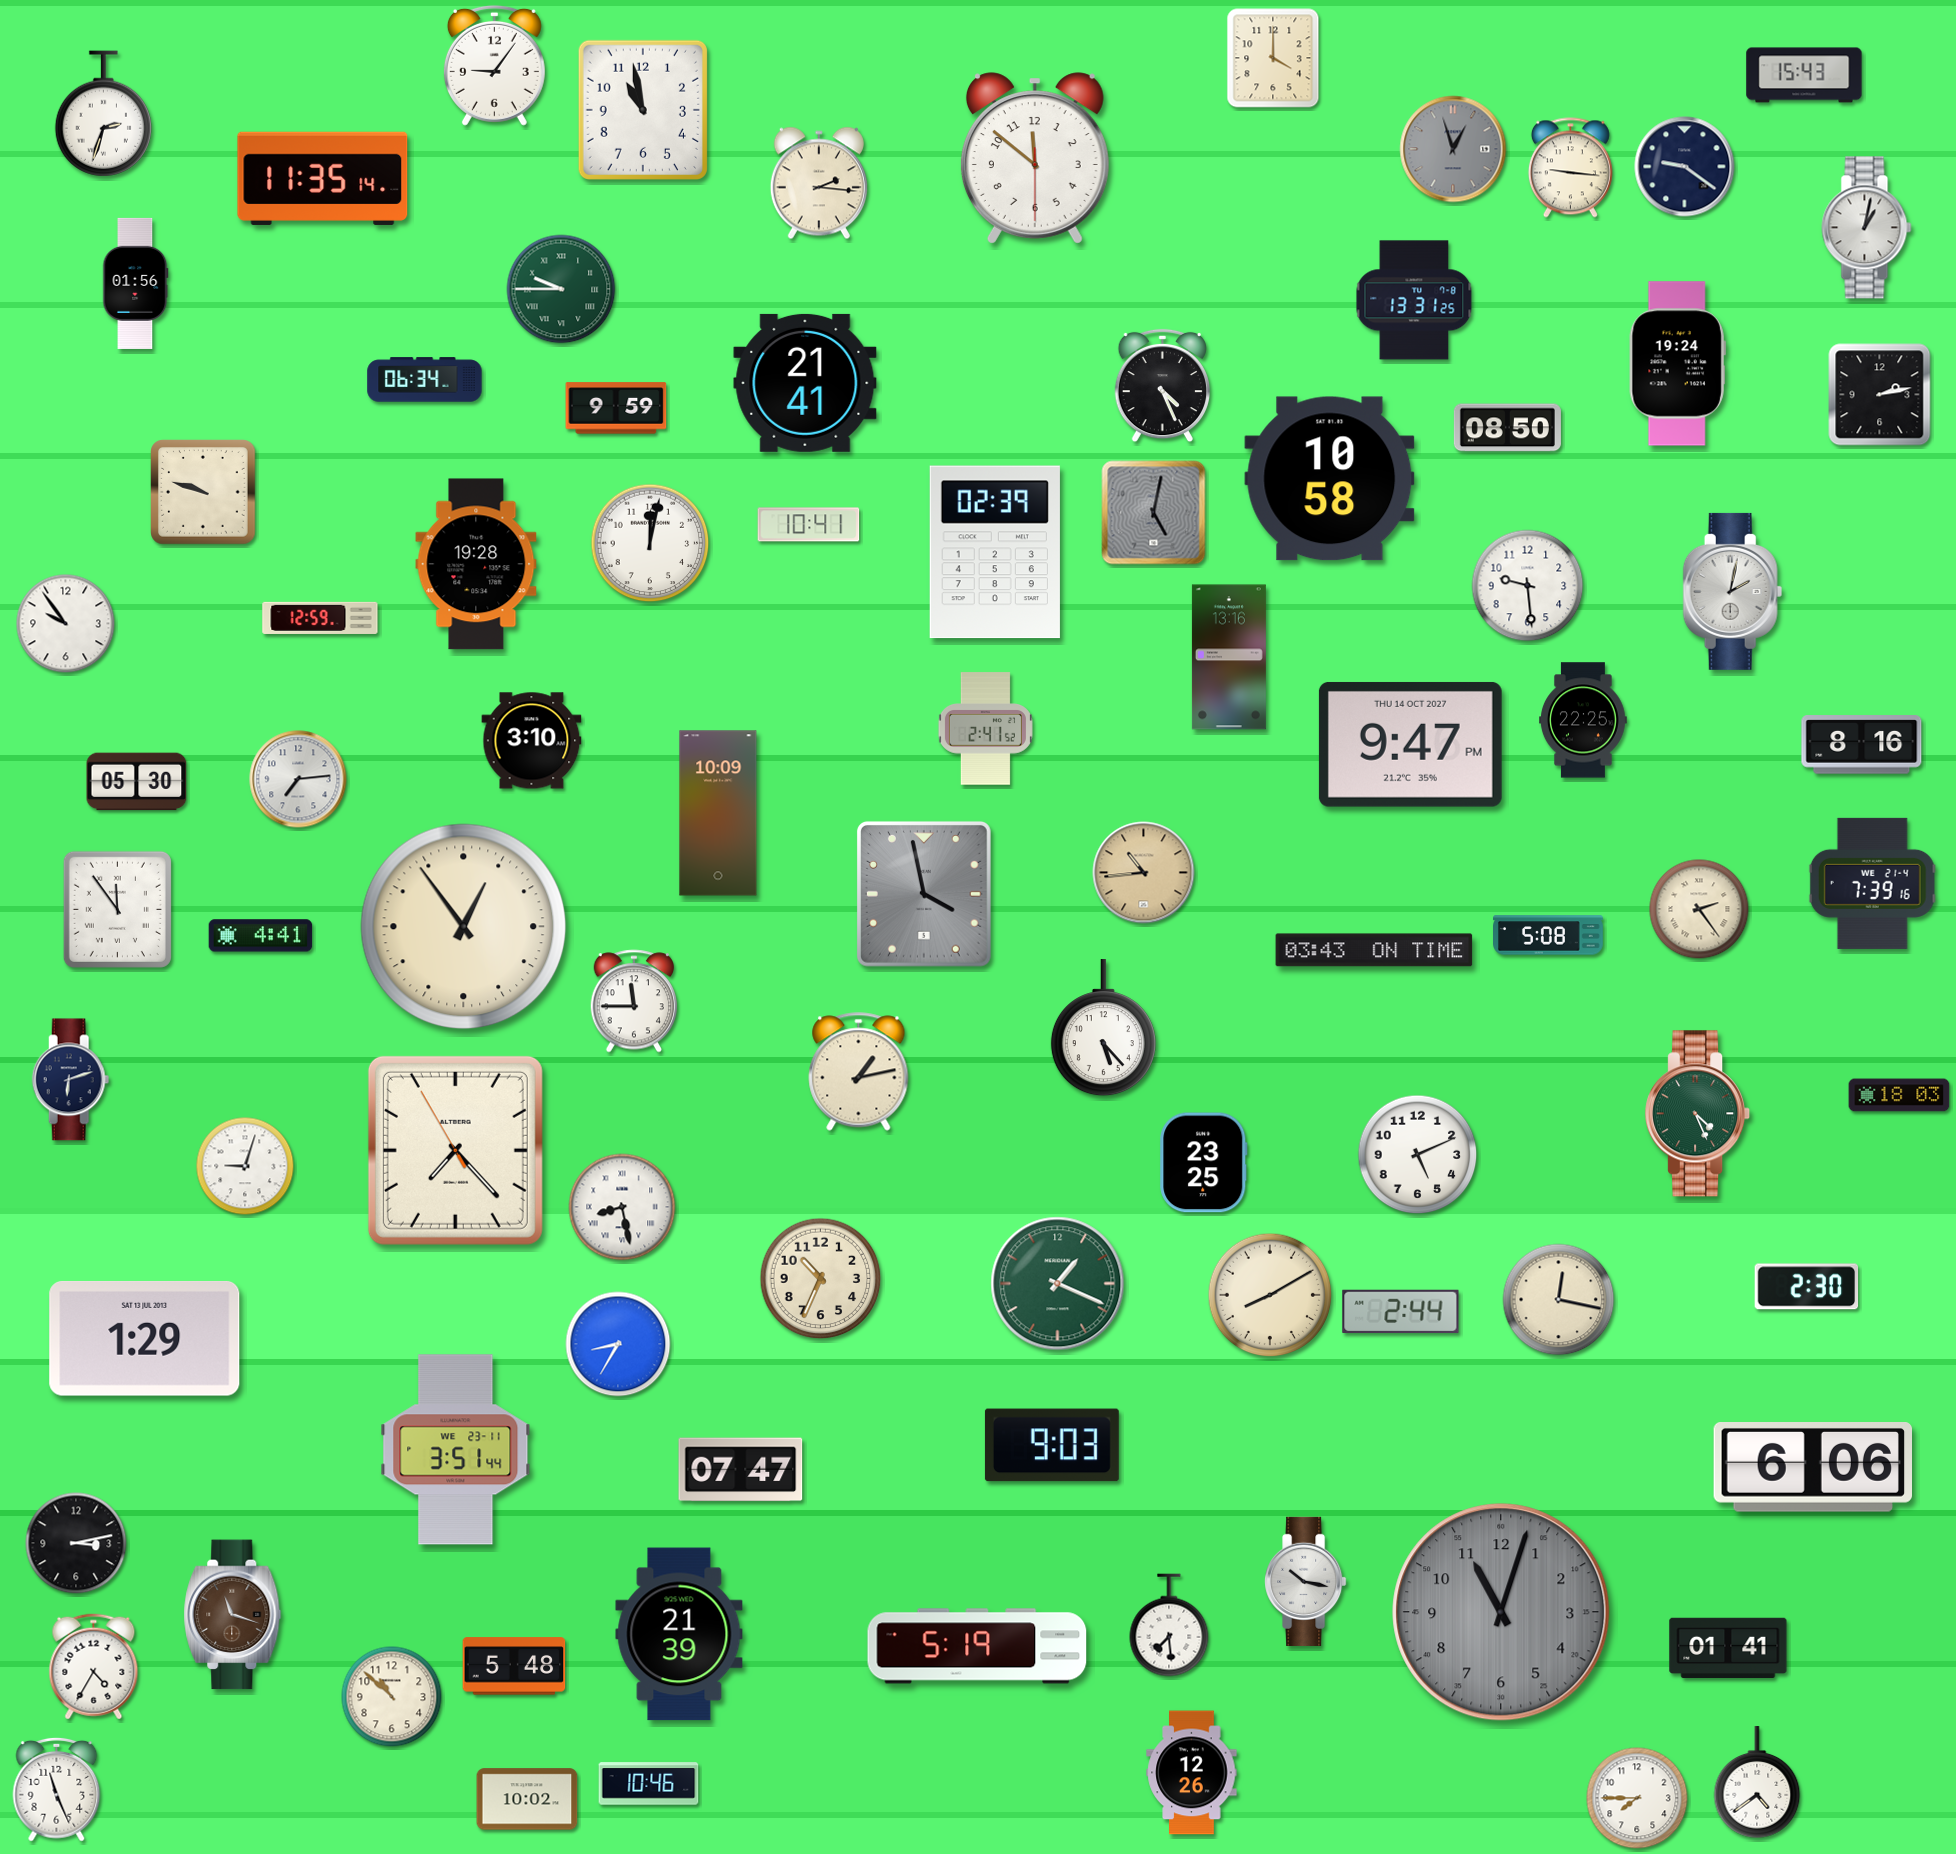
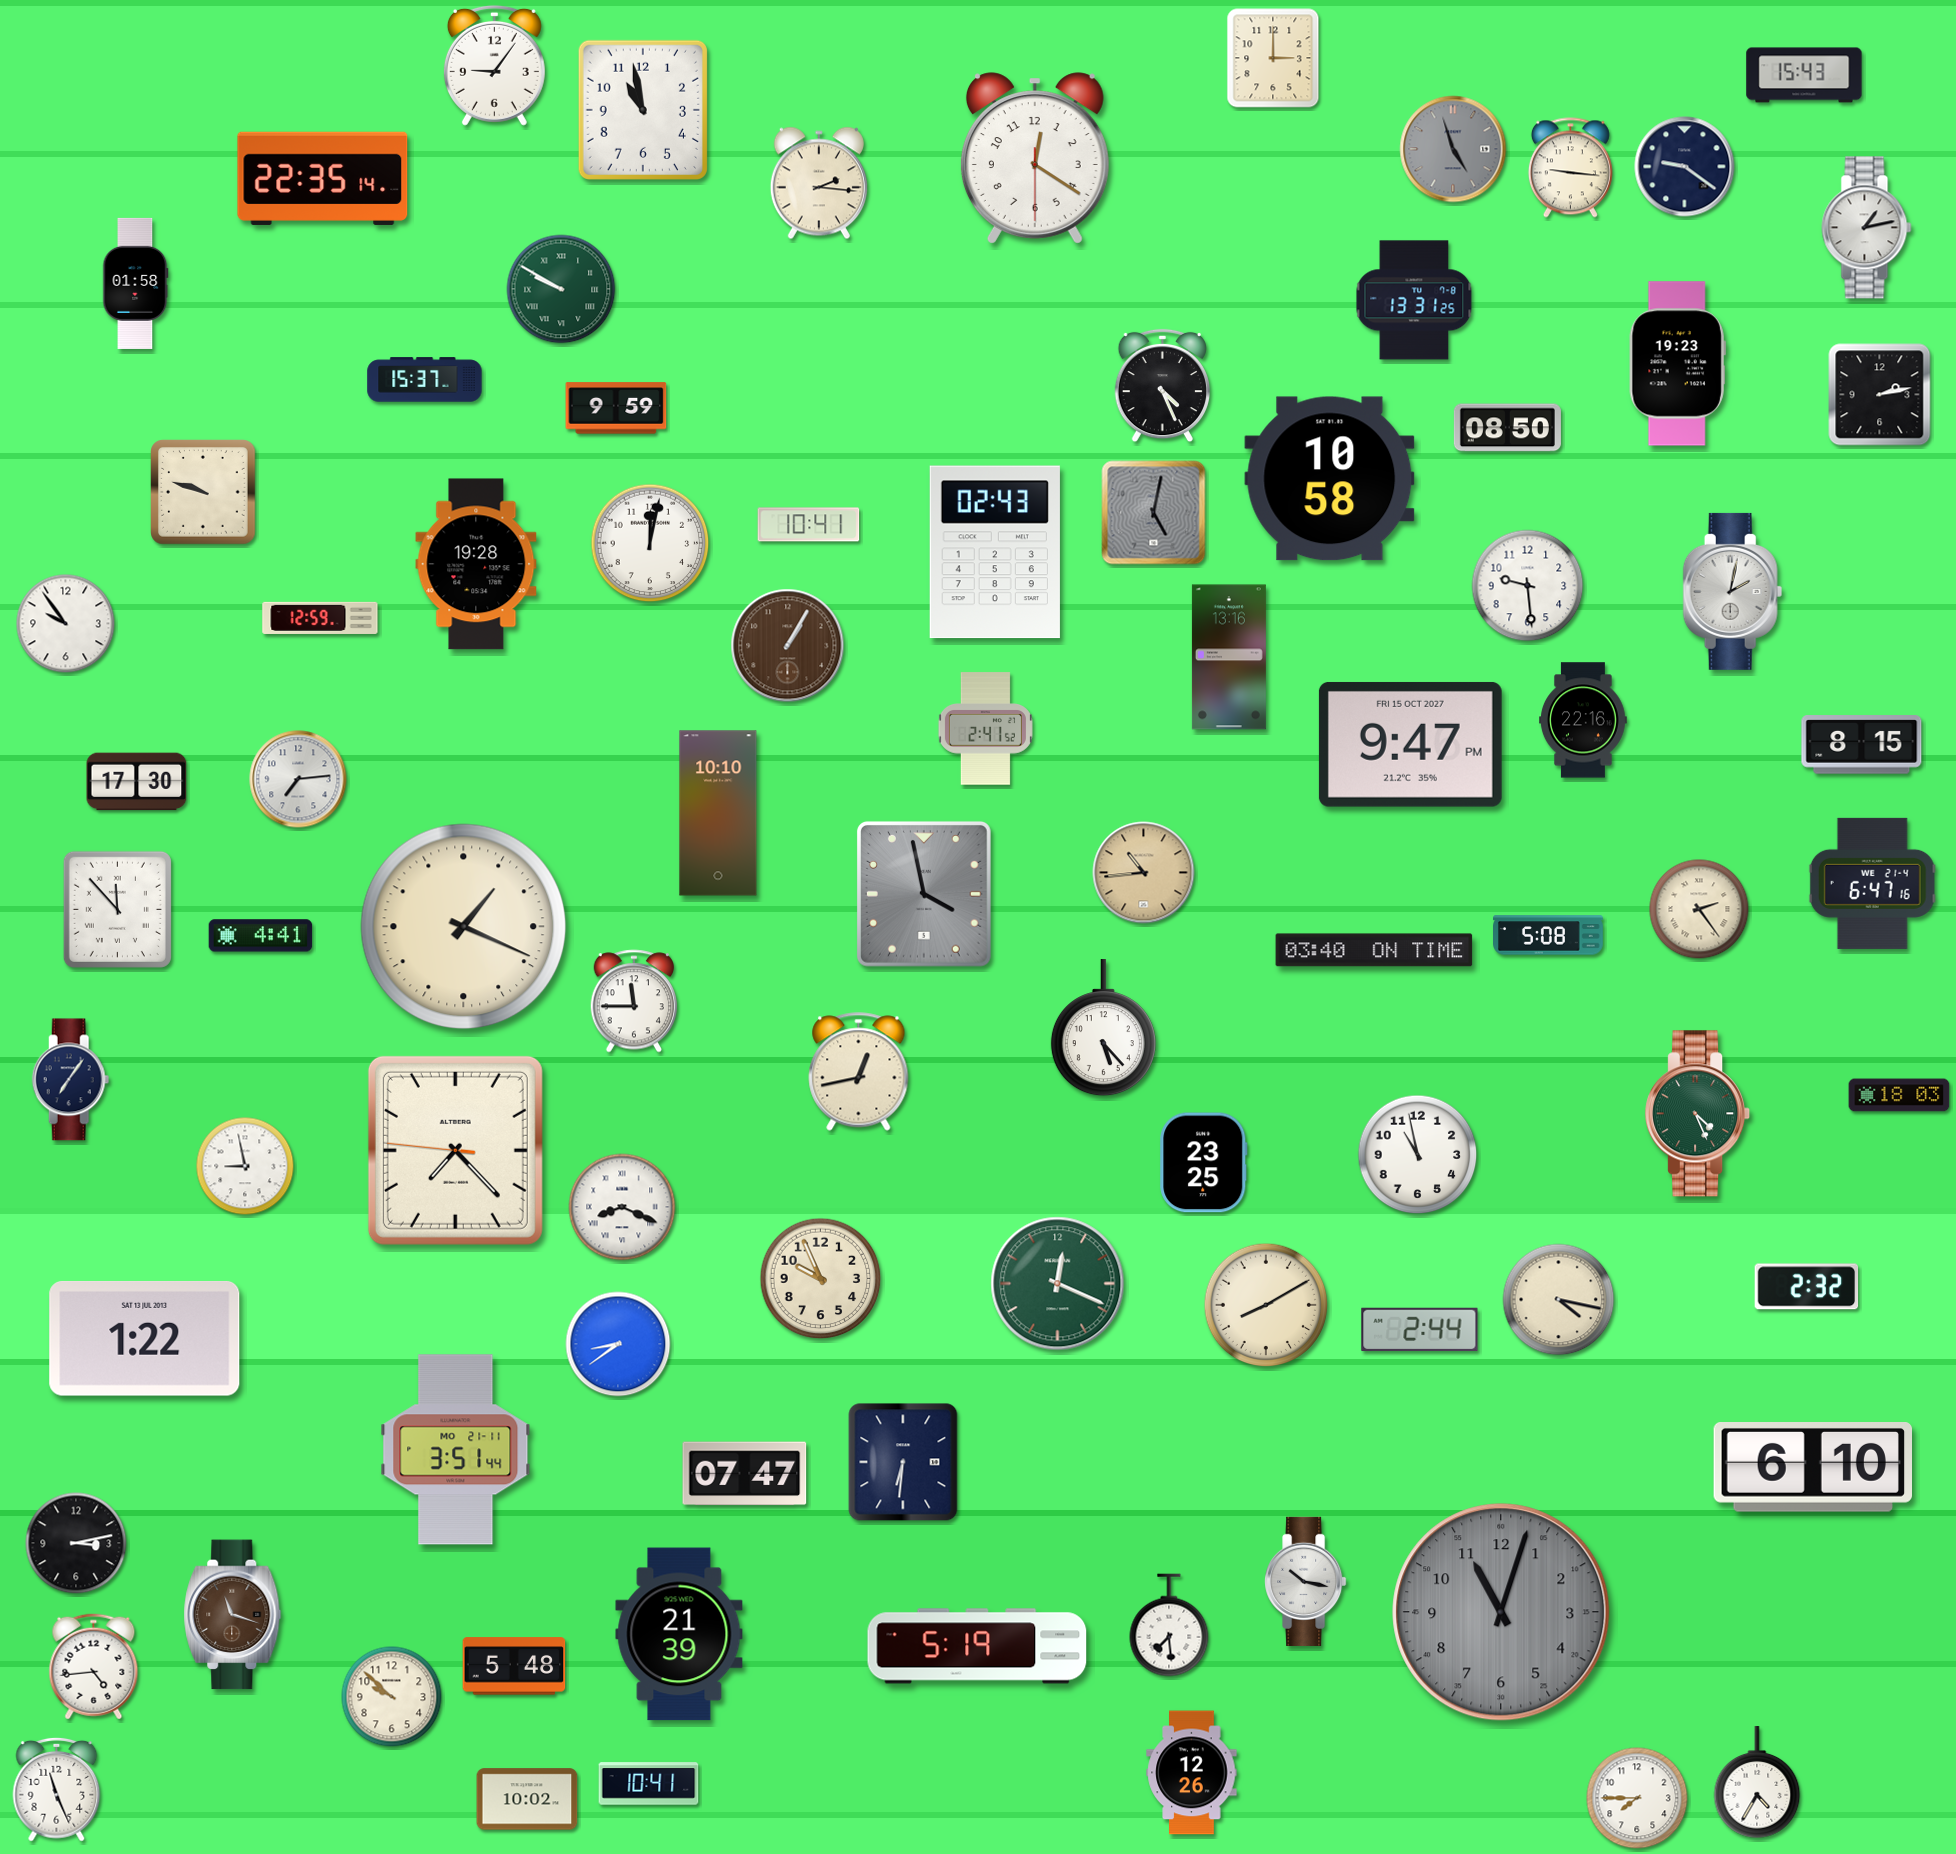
clock at (1273, 58): 4:00 -> 3:00
clock at (103, 114): 2:33 -> none
clock at (1453, 149): 12:57 -> 4:57
clock at (1035, 158): 11:51 -> 12:20
clock at (323, 178): 11:35 -> 22:35
clock at (1867, 228): 1:02 -> 1:13
clock at (136, 283): 01:56 -> 01:58
clock at (561, 289): 9:45 -> 9:50
clock at (1677, 364): 19:24 -> 19:23
clock at (425, 380): 06:34 -> 15:37
clock at (805, 383): 21:41 -> none
clock at (995, 552): 02:39 -> 02:43
clock at (788, 646): none -> 1:05
clock at (1584, 720): 22:25 -> 22:16
clock at (532, 741): 3:10 -> none
clock at (1410, 744) date: THU 14 OCT 2027 -> FRI 15 OCT 2027
clock at (1862, 745): 8:16 -> 8:15
clock at (137, 782): 05:30 -> 17:30
clock at (718, 813): 10:09 -> 10:10
clock at (1872, 883): 7:39 -> 6:47
clock at (117, 909): 11:54 -> 11:53
clock at (464, 927): 12:54 -> 1:19
clock at (1374, 950): 03:43 -> 03:40
clock at (859, 1072): 1:13 -> 12:43
clock at (71, 1080): 6:12 -> 7:06
clock at (455, 1150): 7:22:55 -> 7:22:46
clock at (1418, 1155): 5:11 -> 10:58
clock at (245, 1166): 9:03 -> 8:58
clock at (622, 1207): 8:28 -> 8:19
clock at (821, 1279): 10:34 -> 9:56
clock at (1058, 1284): 1:19 -> 12:19
clock at (1807, 1287): 2:30 -> 2:32
clock at (1270, 1295) position: (1270, 1295) -> (1266, 1305)
clock at (1559, 1300): 12:17 -> 4:17
clock at (1401, 1312) position: (1401, 1312) -> (1420, 1330)
clock at (145, 1338): 1:29 -> 1:22
clock at (618, 1344): 8:35 -> 8:39
clock at (1052, 1445): 9:03 -> none
clock at (456, 1450) date: WE 23-11 -> MO 21-11
clock at (903, 1462): none -> 6:31
clock at (1812, 1468): 6:06 -> 6:10
clock at (741, 1470) position: (741, 1470) -> (745, 1474)
clock at (1728, 1648): 01:41 -> none
clock at (94, 1667): 4:35 -> 4:44
clock at (392, 1697): 10:52 -> 9:52
clock at (1757, 1783): 4:39 -> 4:35
clock at (649, 1784): 10:46 -> 10:41
